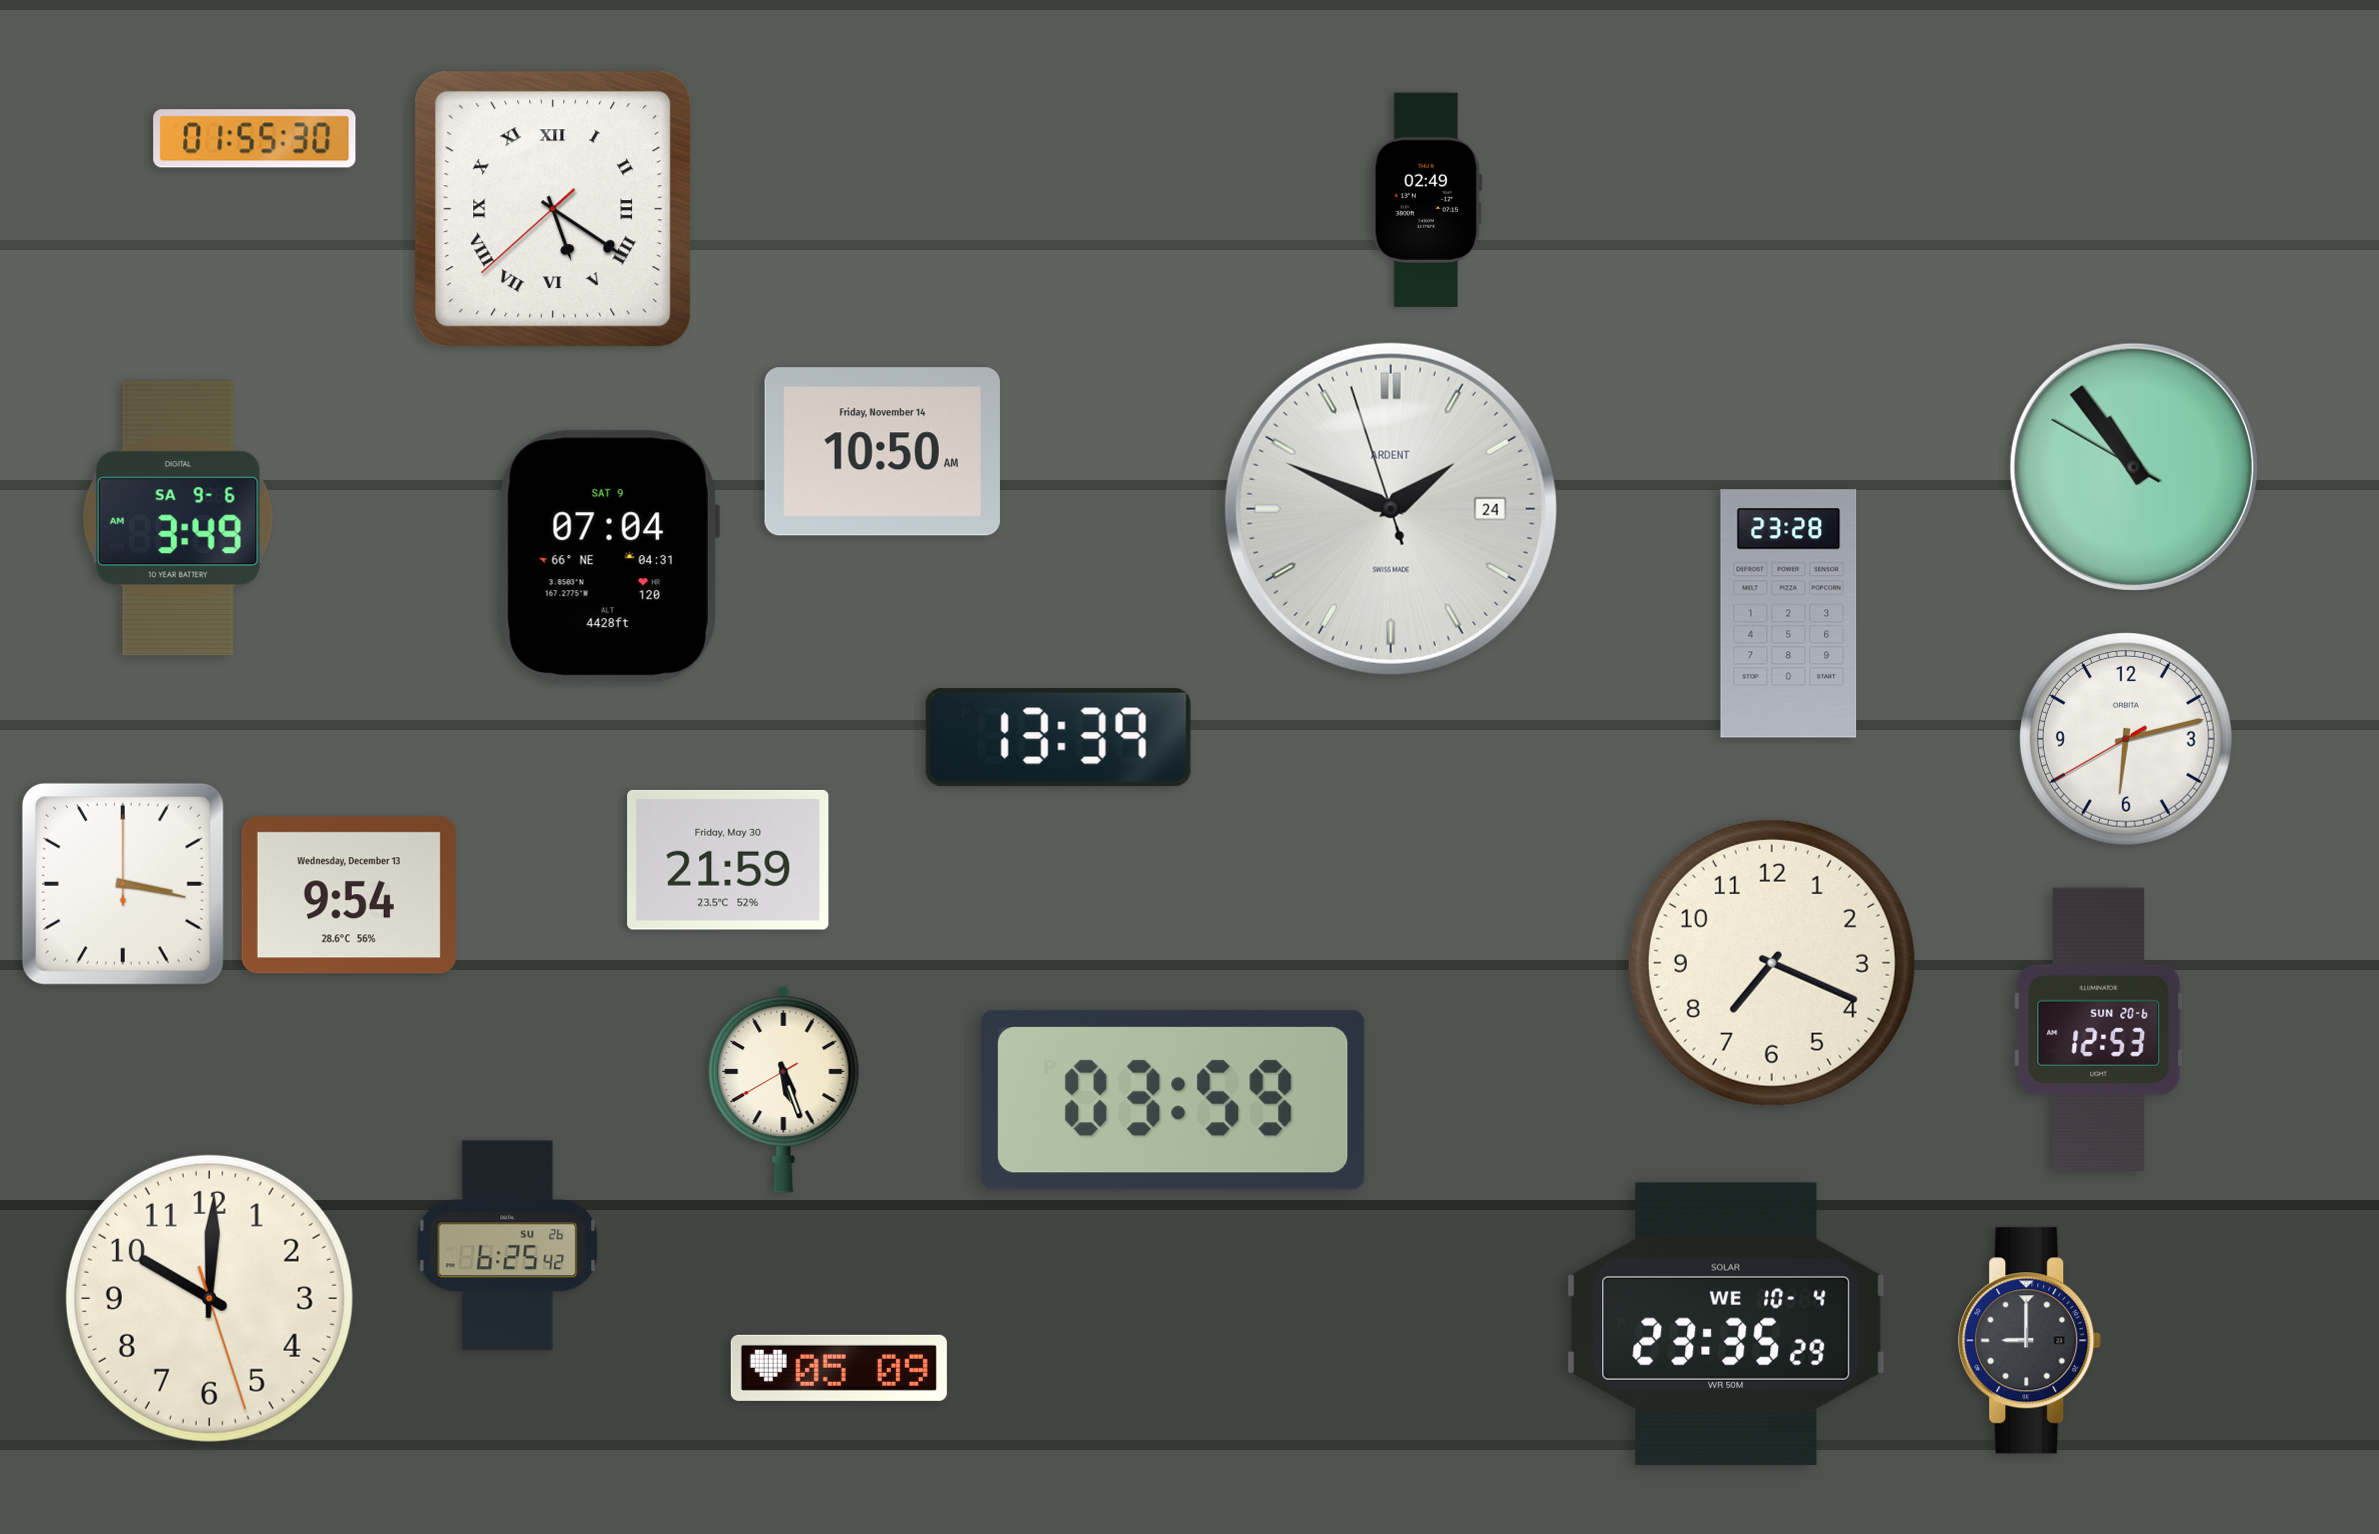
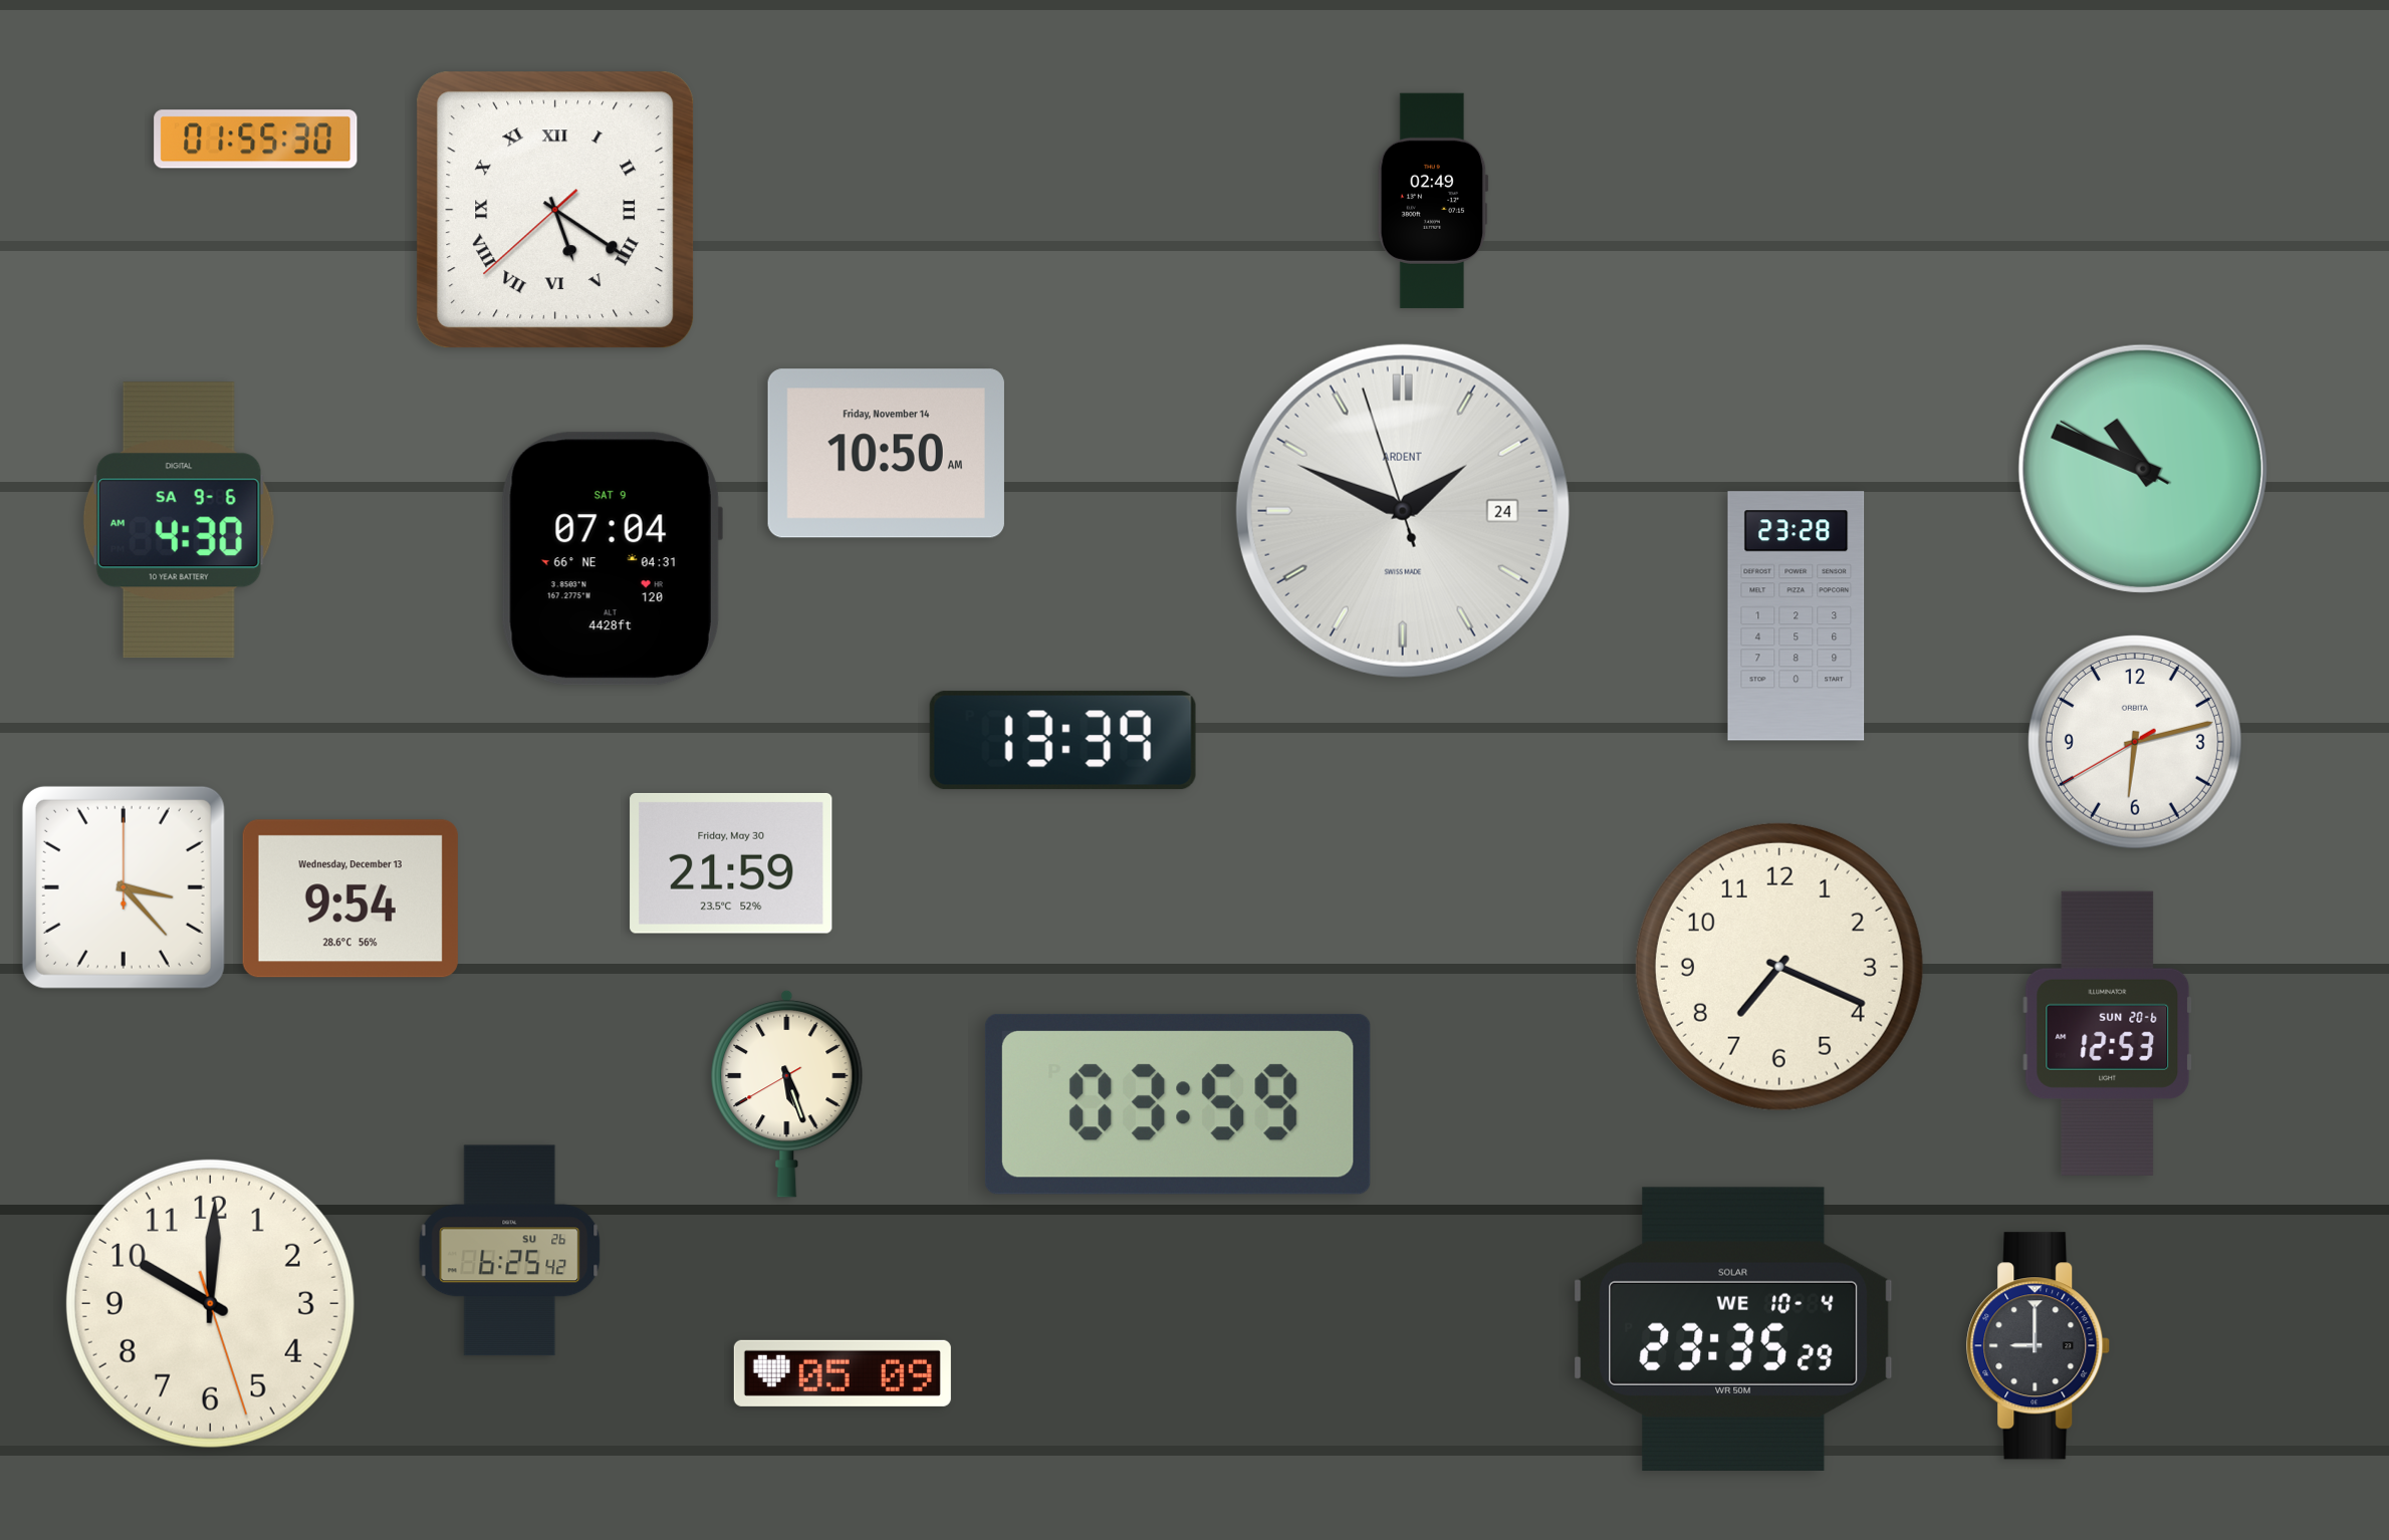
clock at (2134, 467): 10:53 -> 10:48
clock at (1391, 509) position: (1391, 509) -> (1403, 511)
clock at (178, 518): 3:49 -> 4:30
clock at (123, 884): 3:17 -> 3:23
